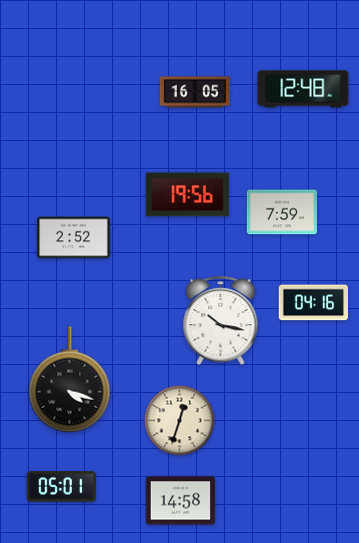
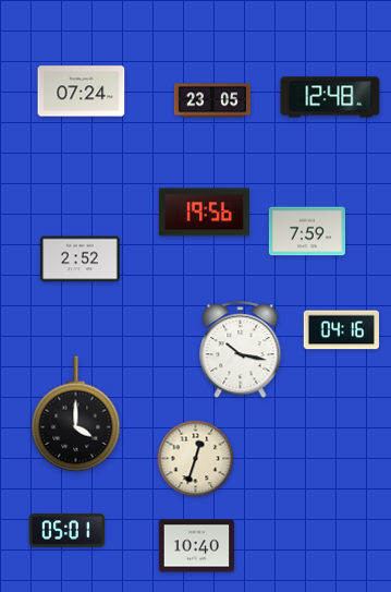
clock at (82, 92): none -> 07:24
clock at (195, 92): 16:05 -> 23:05
clock at (70, 380): 4:18 -> 4:00
clock at (181, 501): 14:58 -> 10:40
